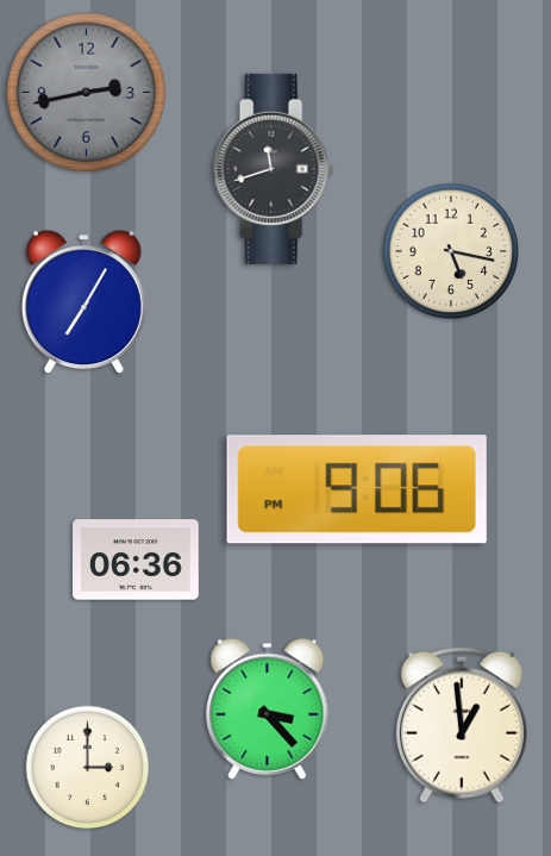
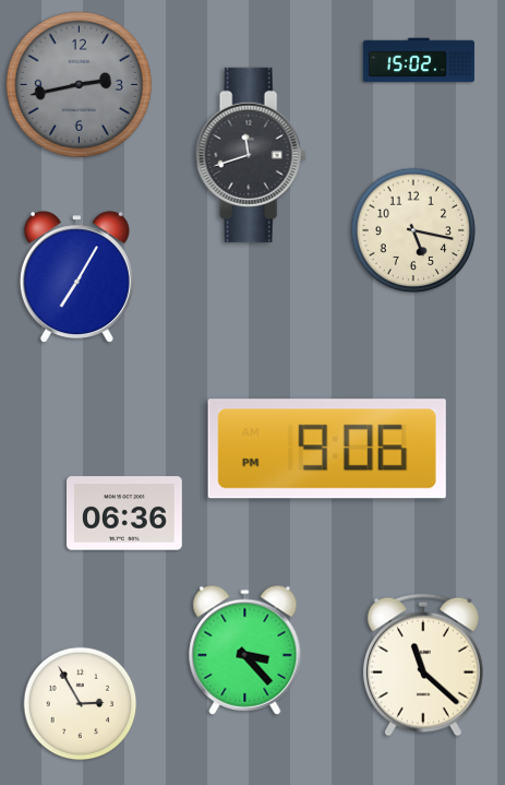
clock at (419, 60): none -> 15:02
clock at (462, 725): 12:59 -> 11:22
clock at (88, 768): 3:00 -> 2:55
